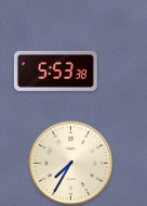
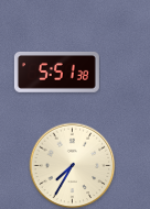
clock at (55, 70): 5:53 -> 5:51
